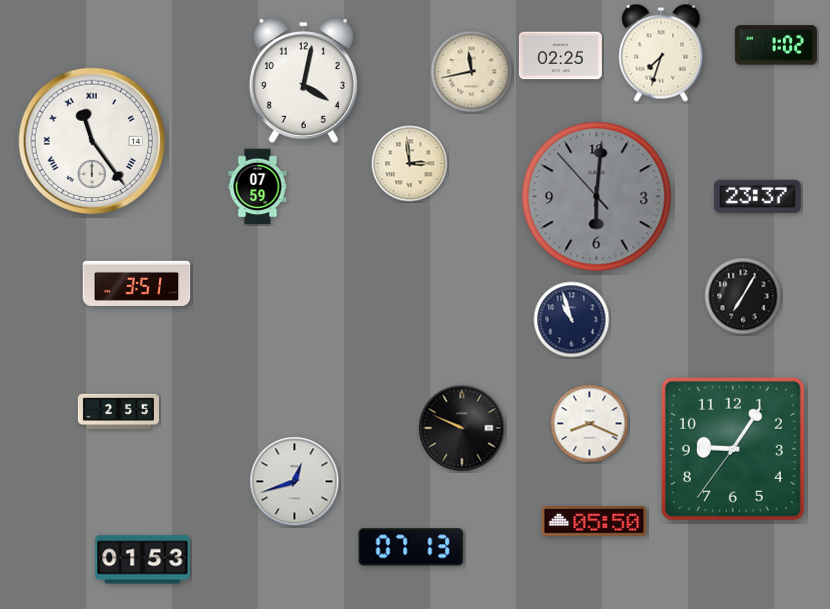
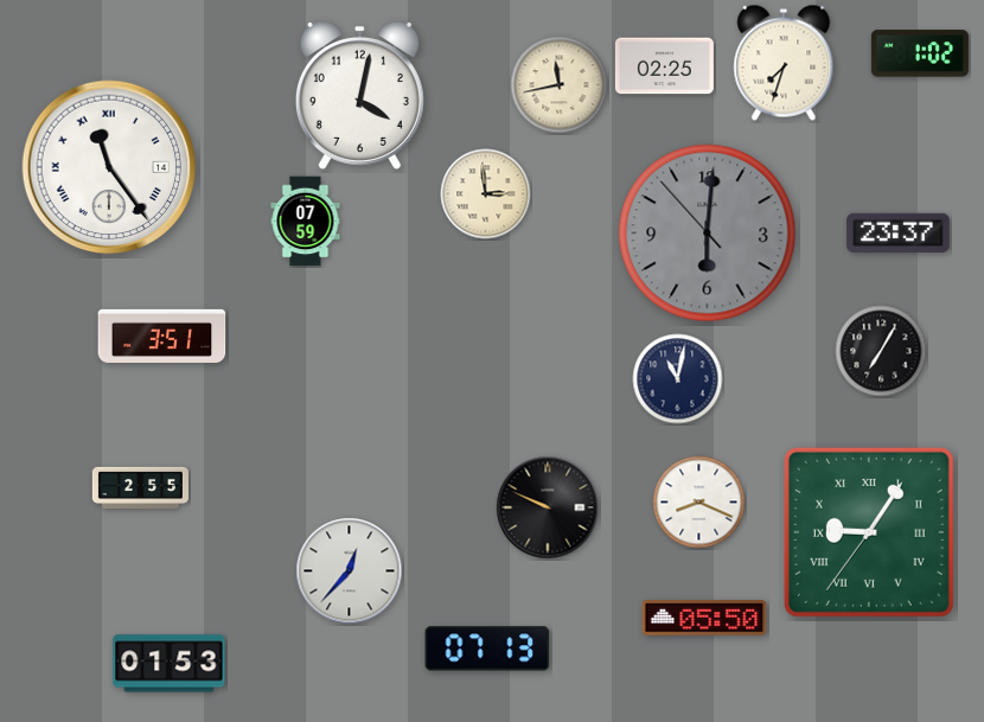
clock at (572, 320): 10:57 -> 11:02
clock at (733, 449) numerals: Arabic -> Roman
clock at (295, 482): 12:42 -> 12:37
